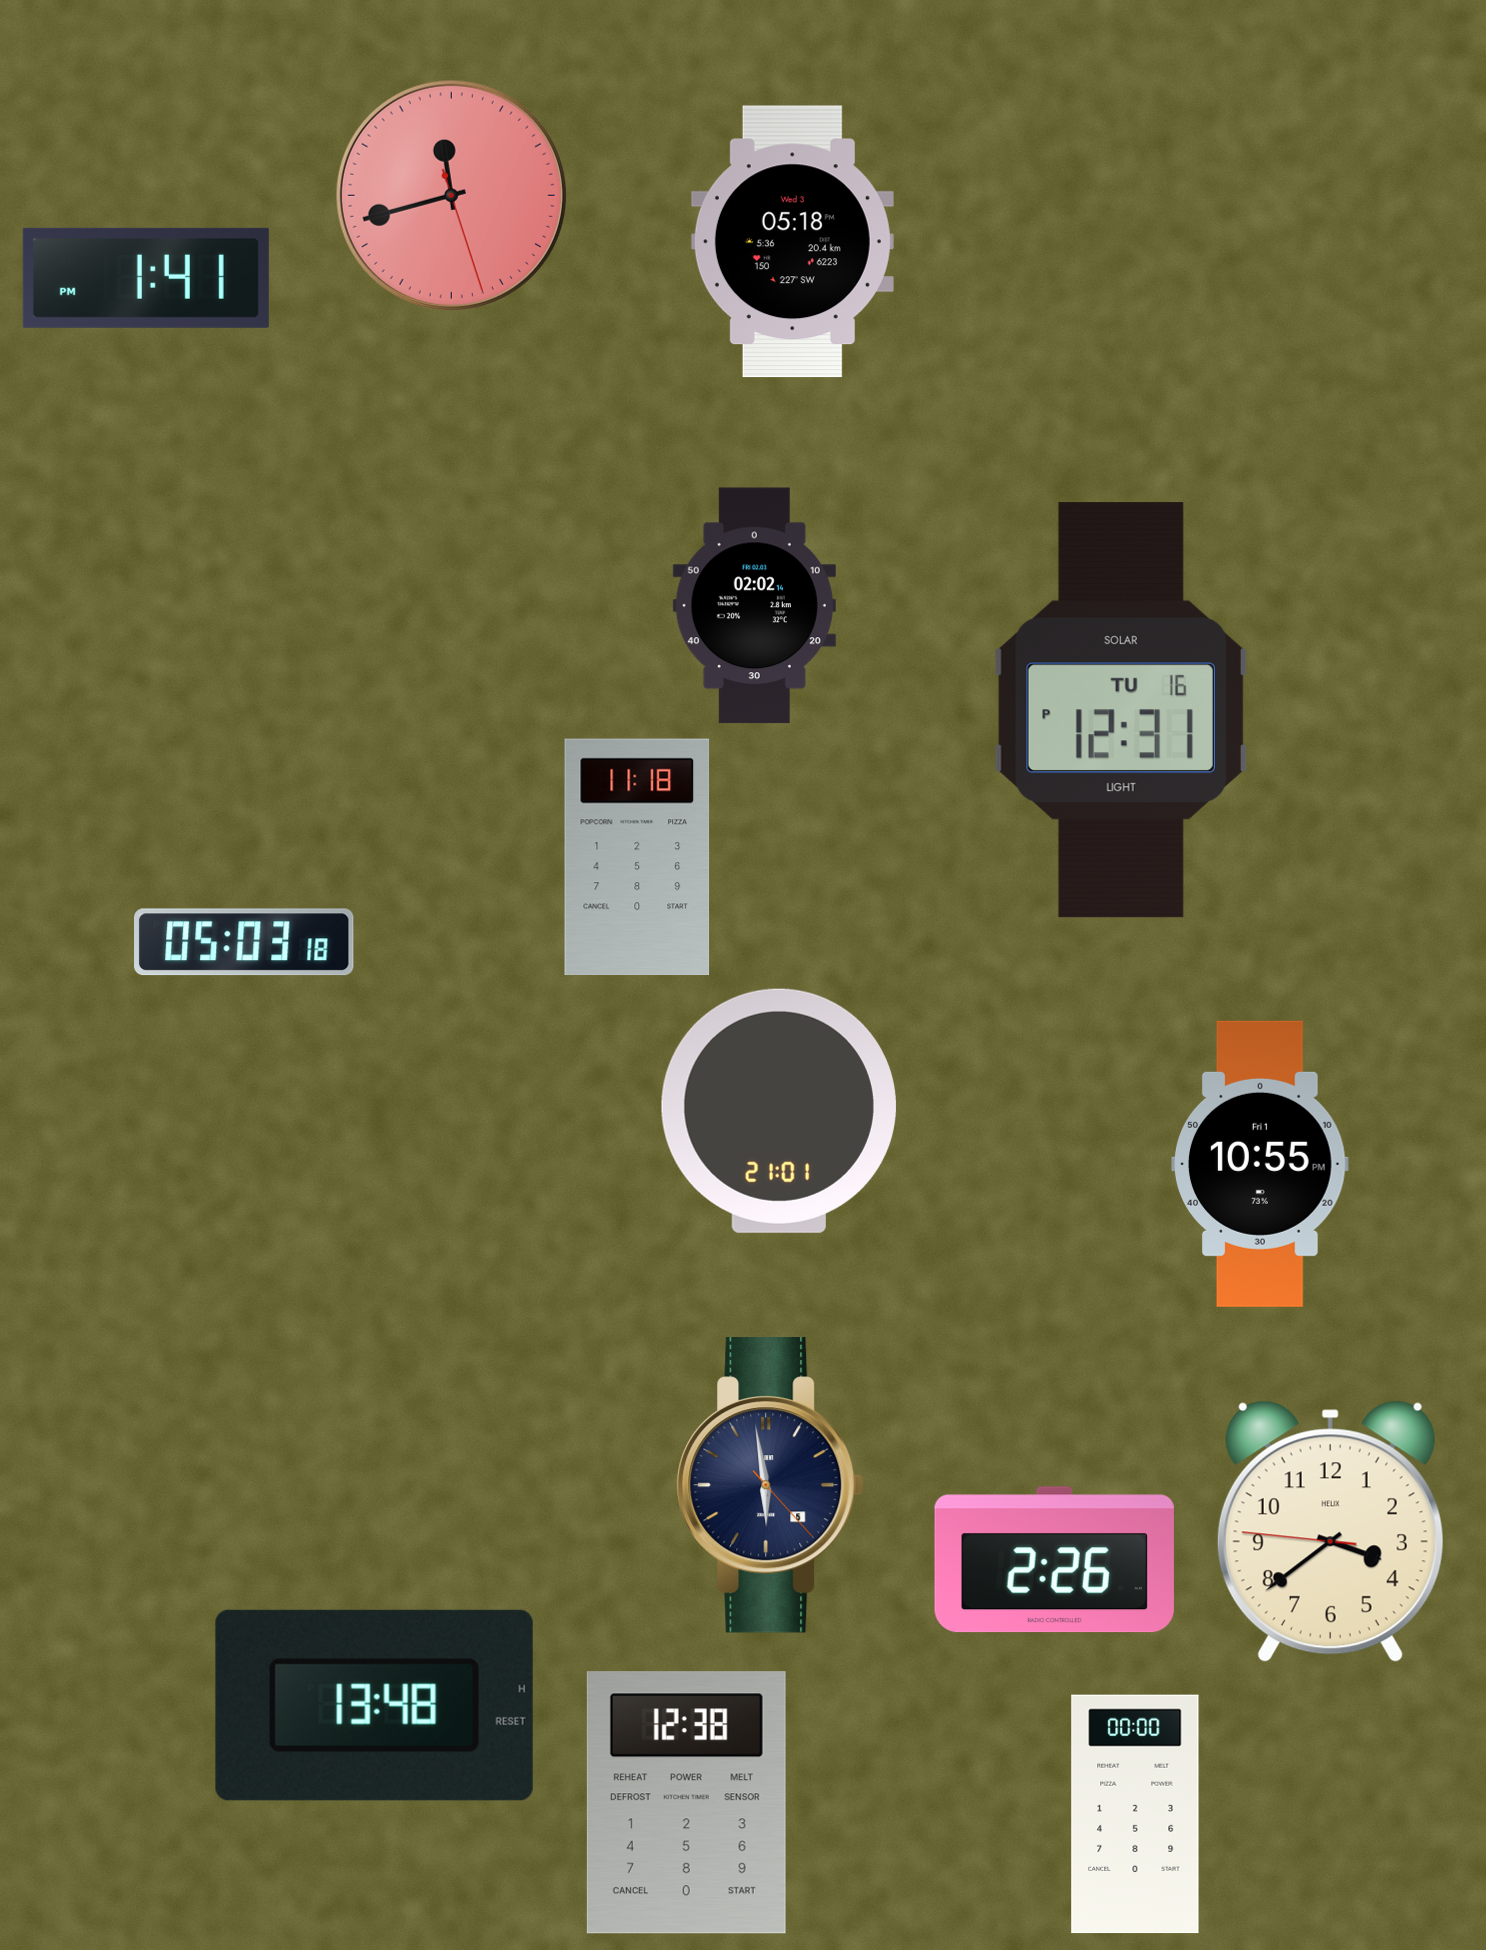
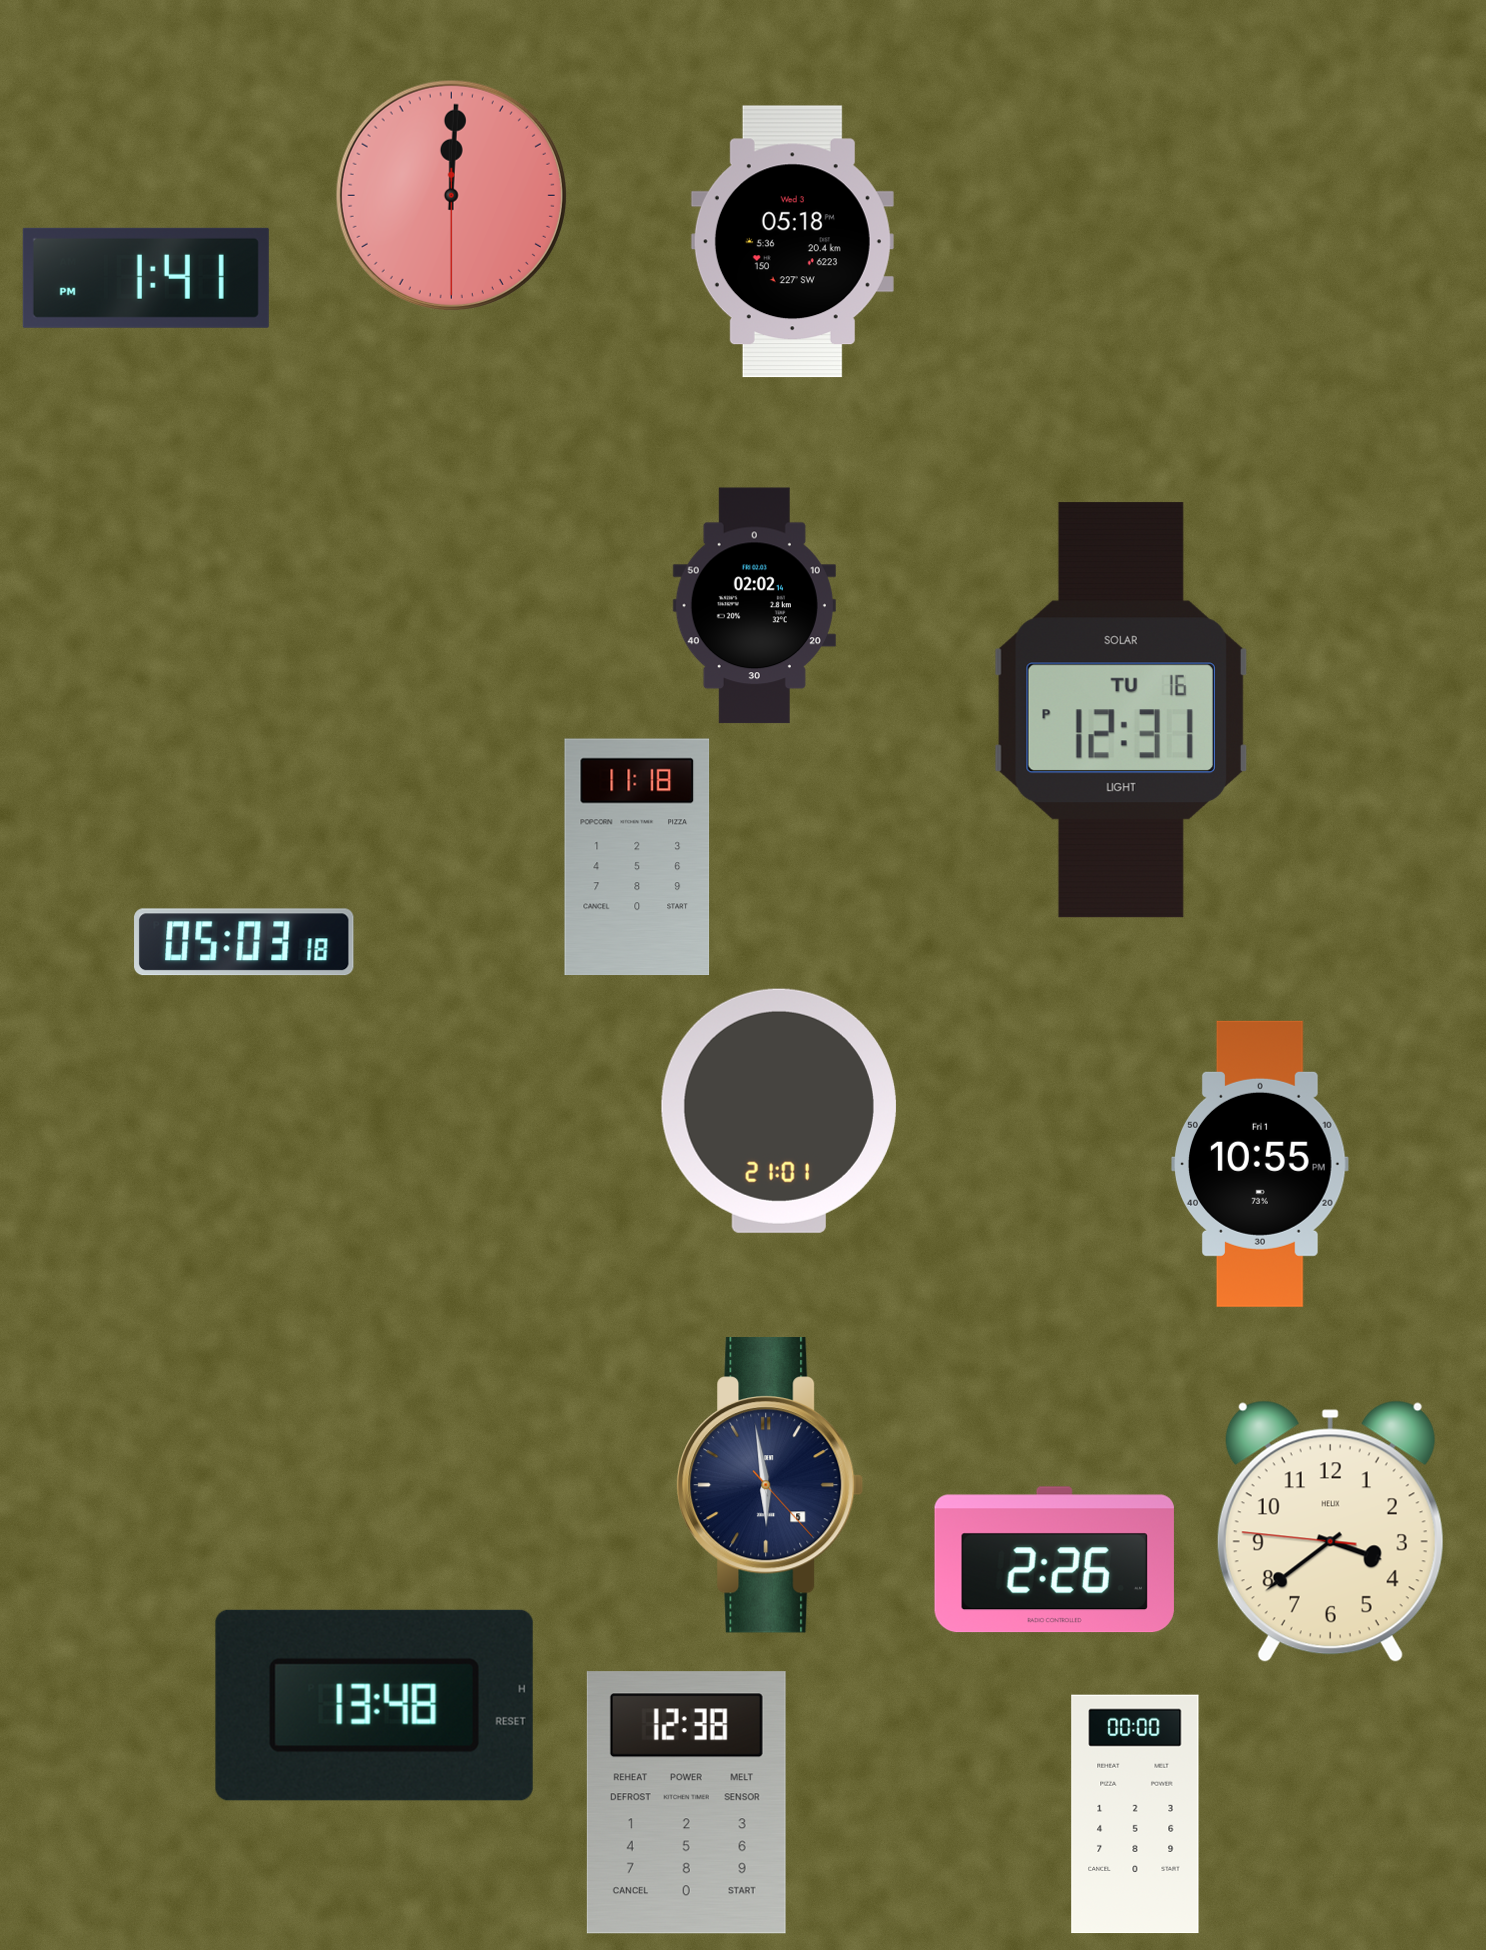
clock at (451, 195): 11:42 -> 12:00
